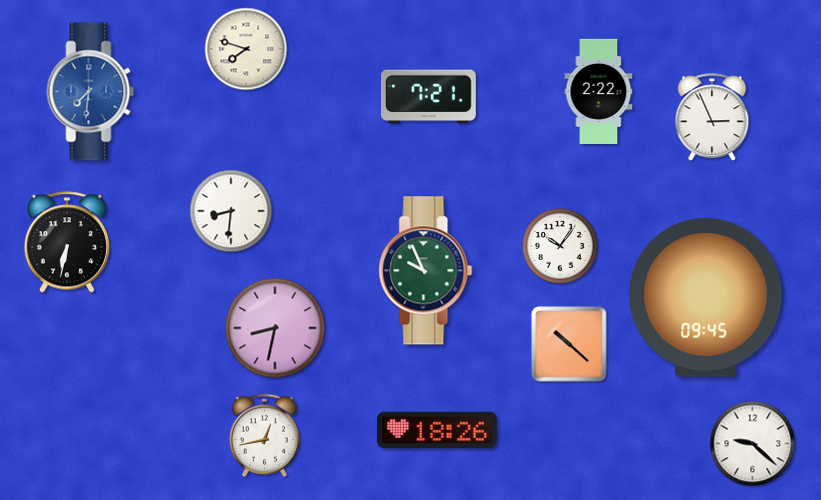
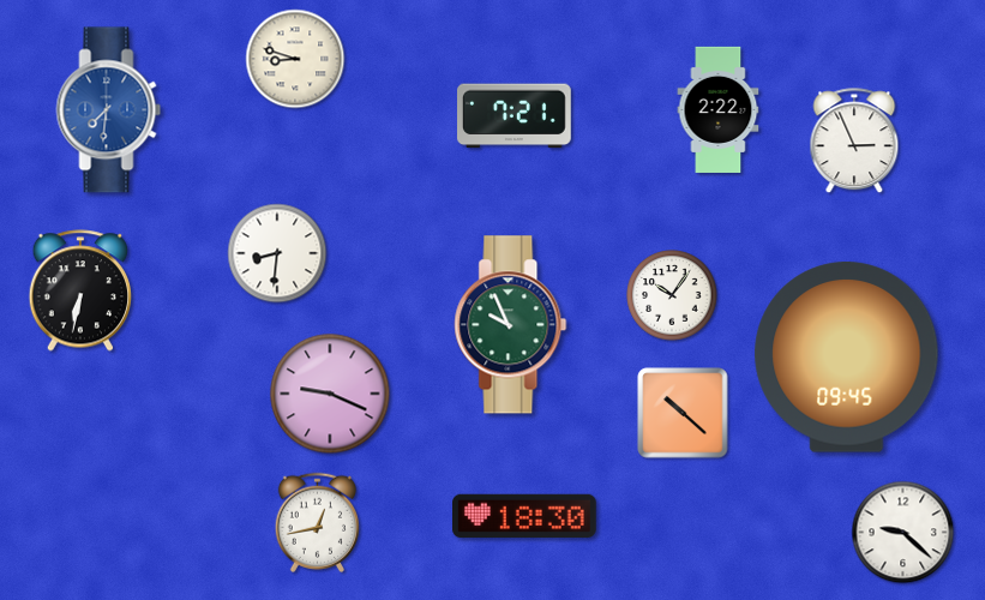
clock at (246, 49): 7:48 -> 8:48
clock at (275, 328): 8:32 -> 9:19
clock at (438, 429): 18:26 -> 18:30
